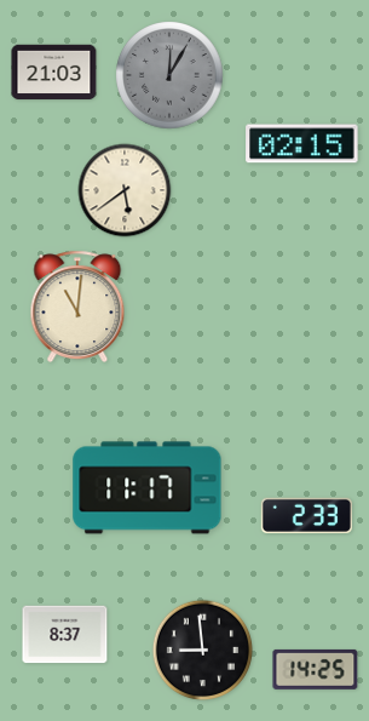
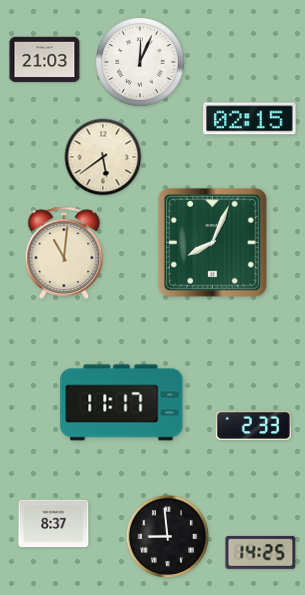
clock at (169, 75): 12:05 -> 12:04
clock at (169, 75) dial: grey -> white
clock at (212, 242): none -> 8:04
